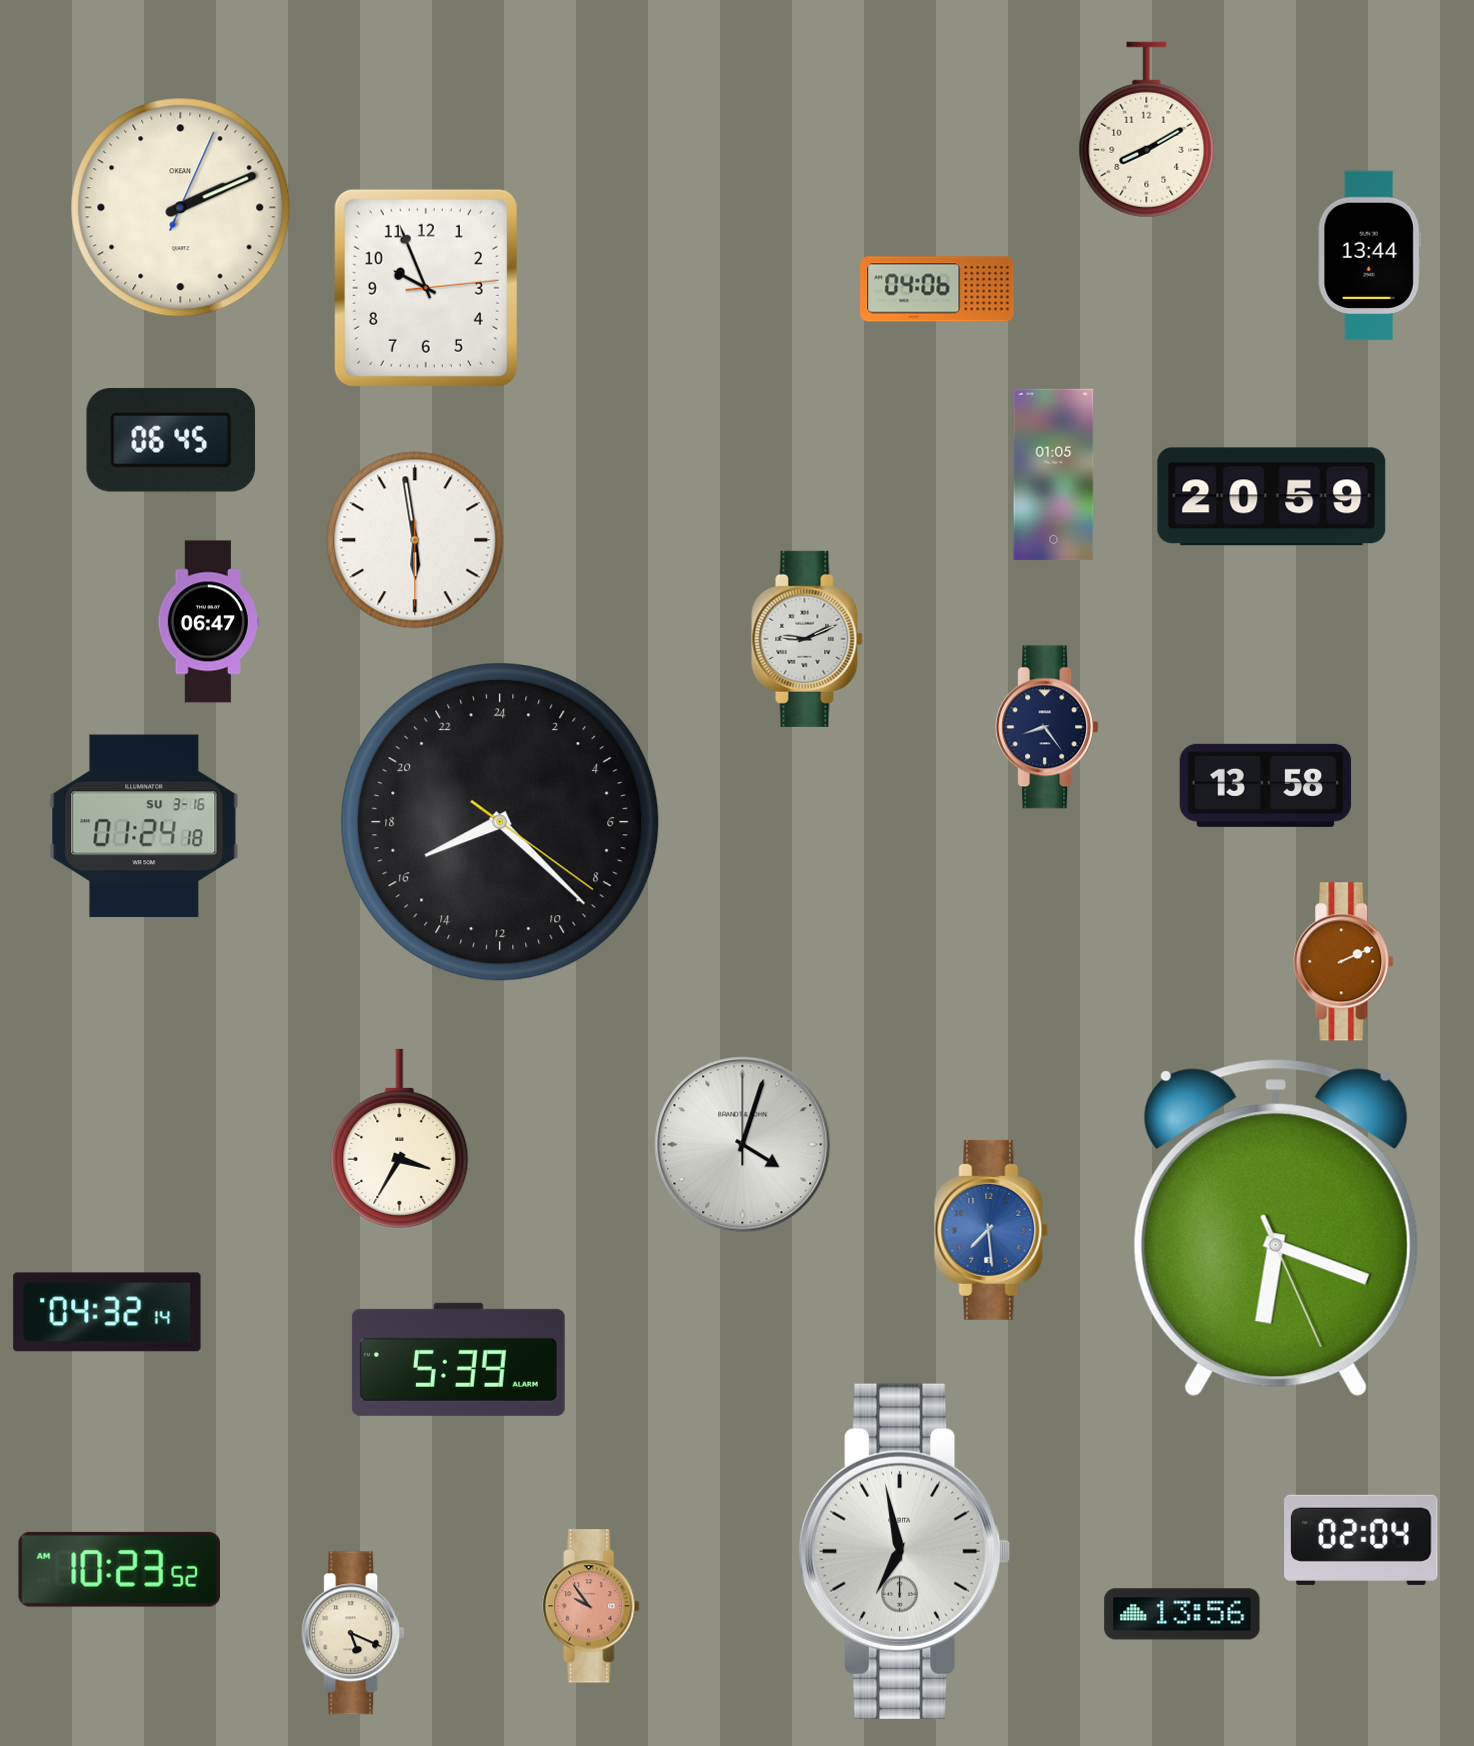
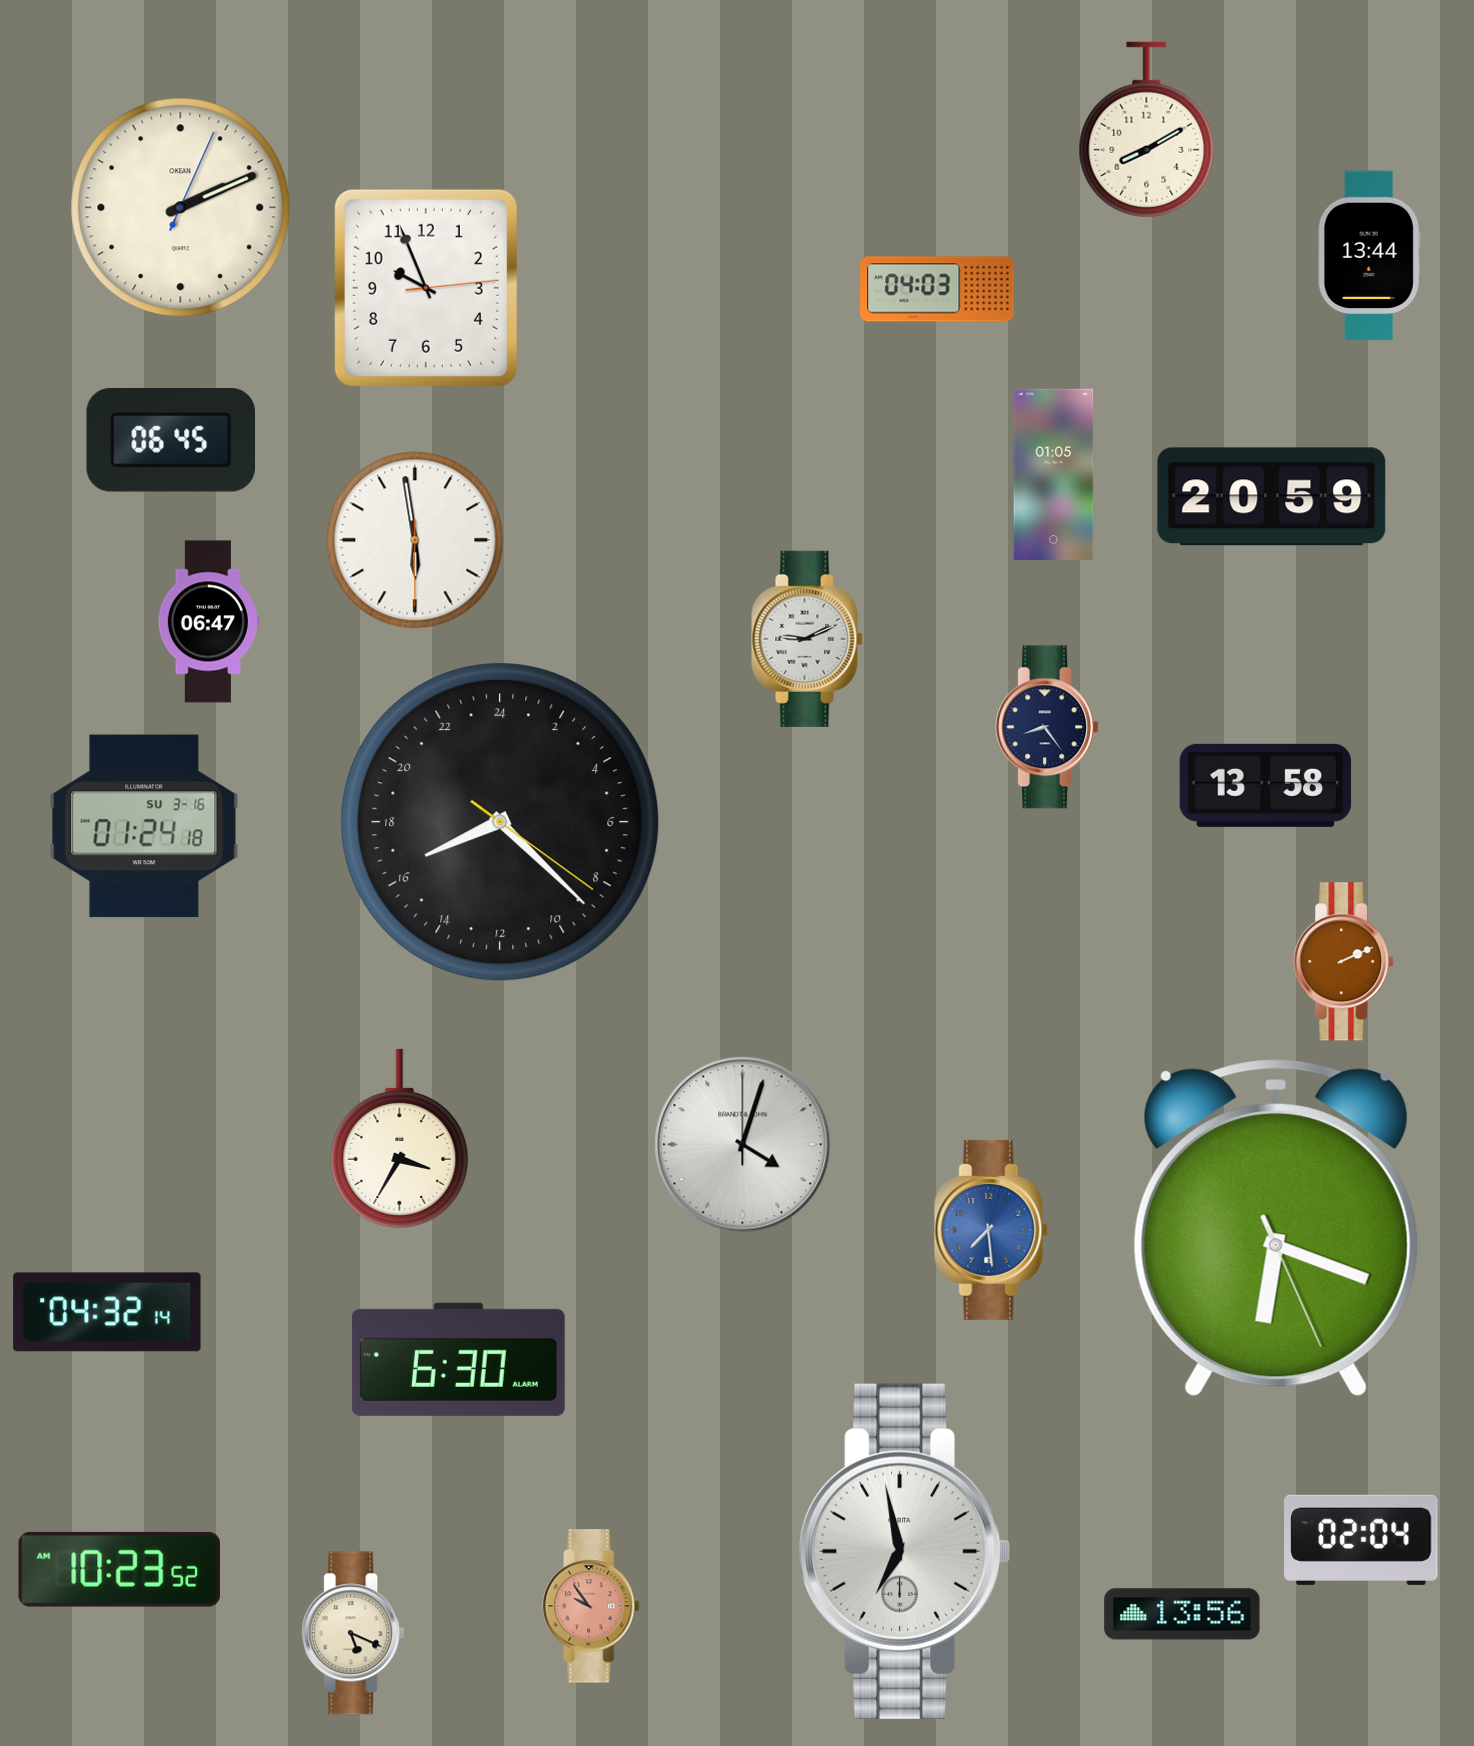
clock at (937, 289): 04:06 -> 04:03
clock at (458, 1359): 5:39 -> 6:30
